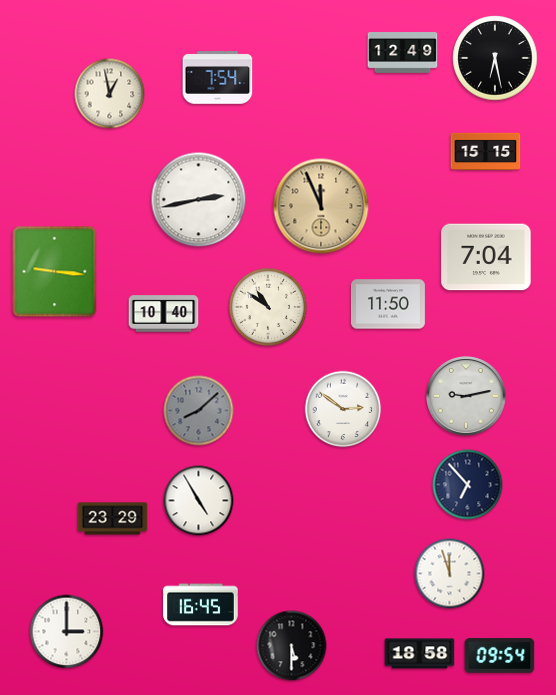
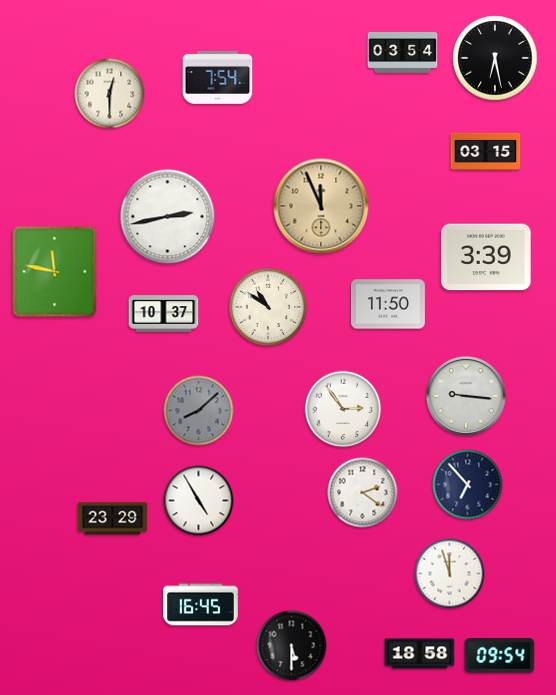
clock at (403, 53): 12:49 -> 03:54
clock at (110, 94): 12:58 -> 12:30
clock at (486, 151): 15:15 -> 03:15
clock at (199, 200) position: (199, 200) -> (168, 217)
clock at (486, 257): 7:04 -> 3:39
clock at (55, 272): 9:16 -> 11:47
clock at (164, 314): 10:40 -> 10:37
clock at (467, 397): 9:13 -> 9:16
clock at (343, 409): 2:51 -> 2:54
clock at (363, 493): none -> 2:21
clock at (67, 632): 3:00 -> none
